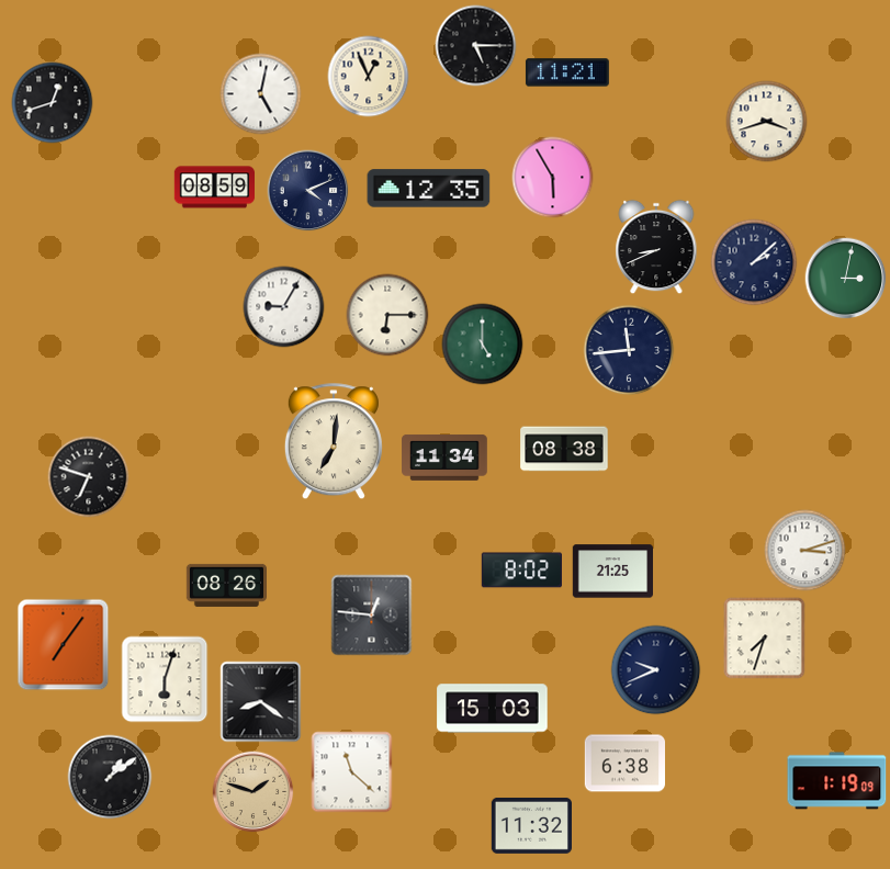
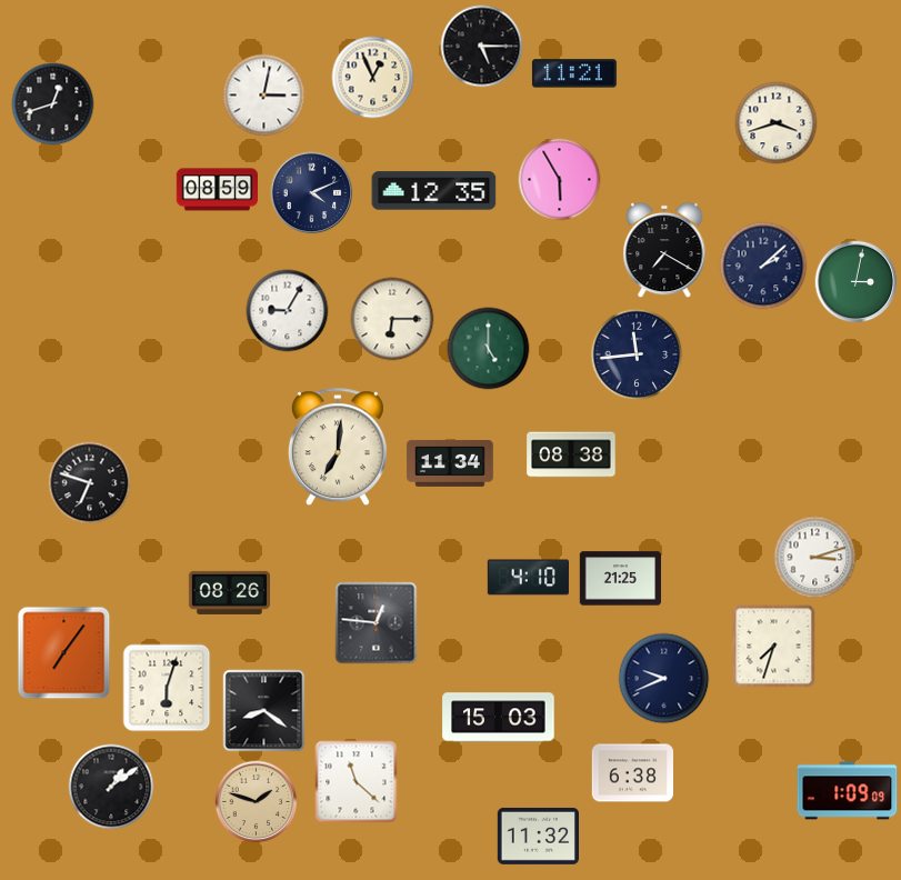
clock at (261, 94): 5:02 -> 3:02
clock at (656, 247): 8:41 -> 7:20
clock at (521, 571): 8:02 -> 4:10
clock at (837, 781): 1:19 -> 1:09
